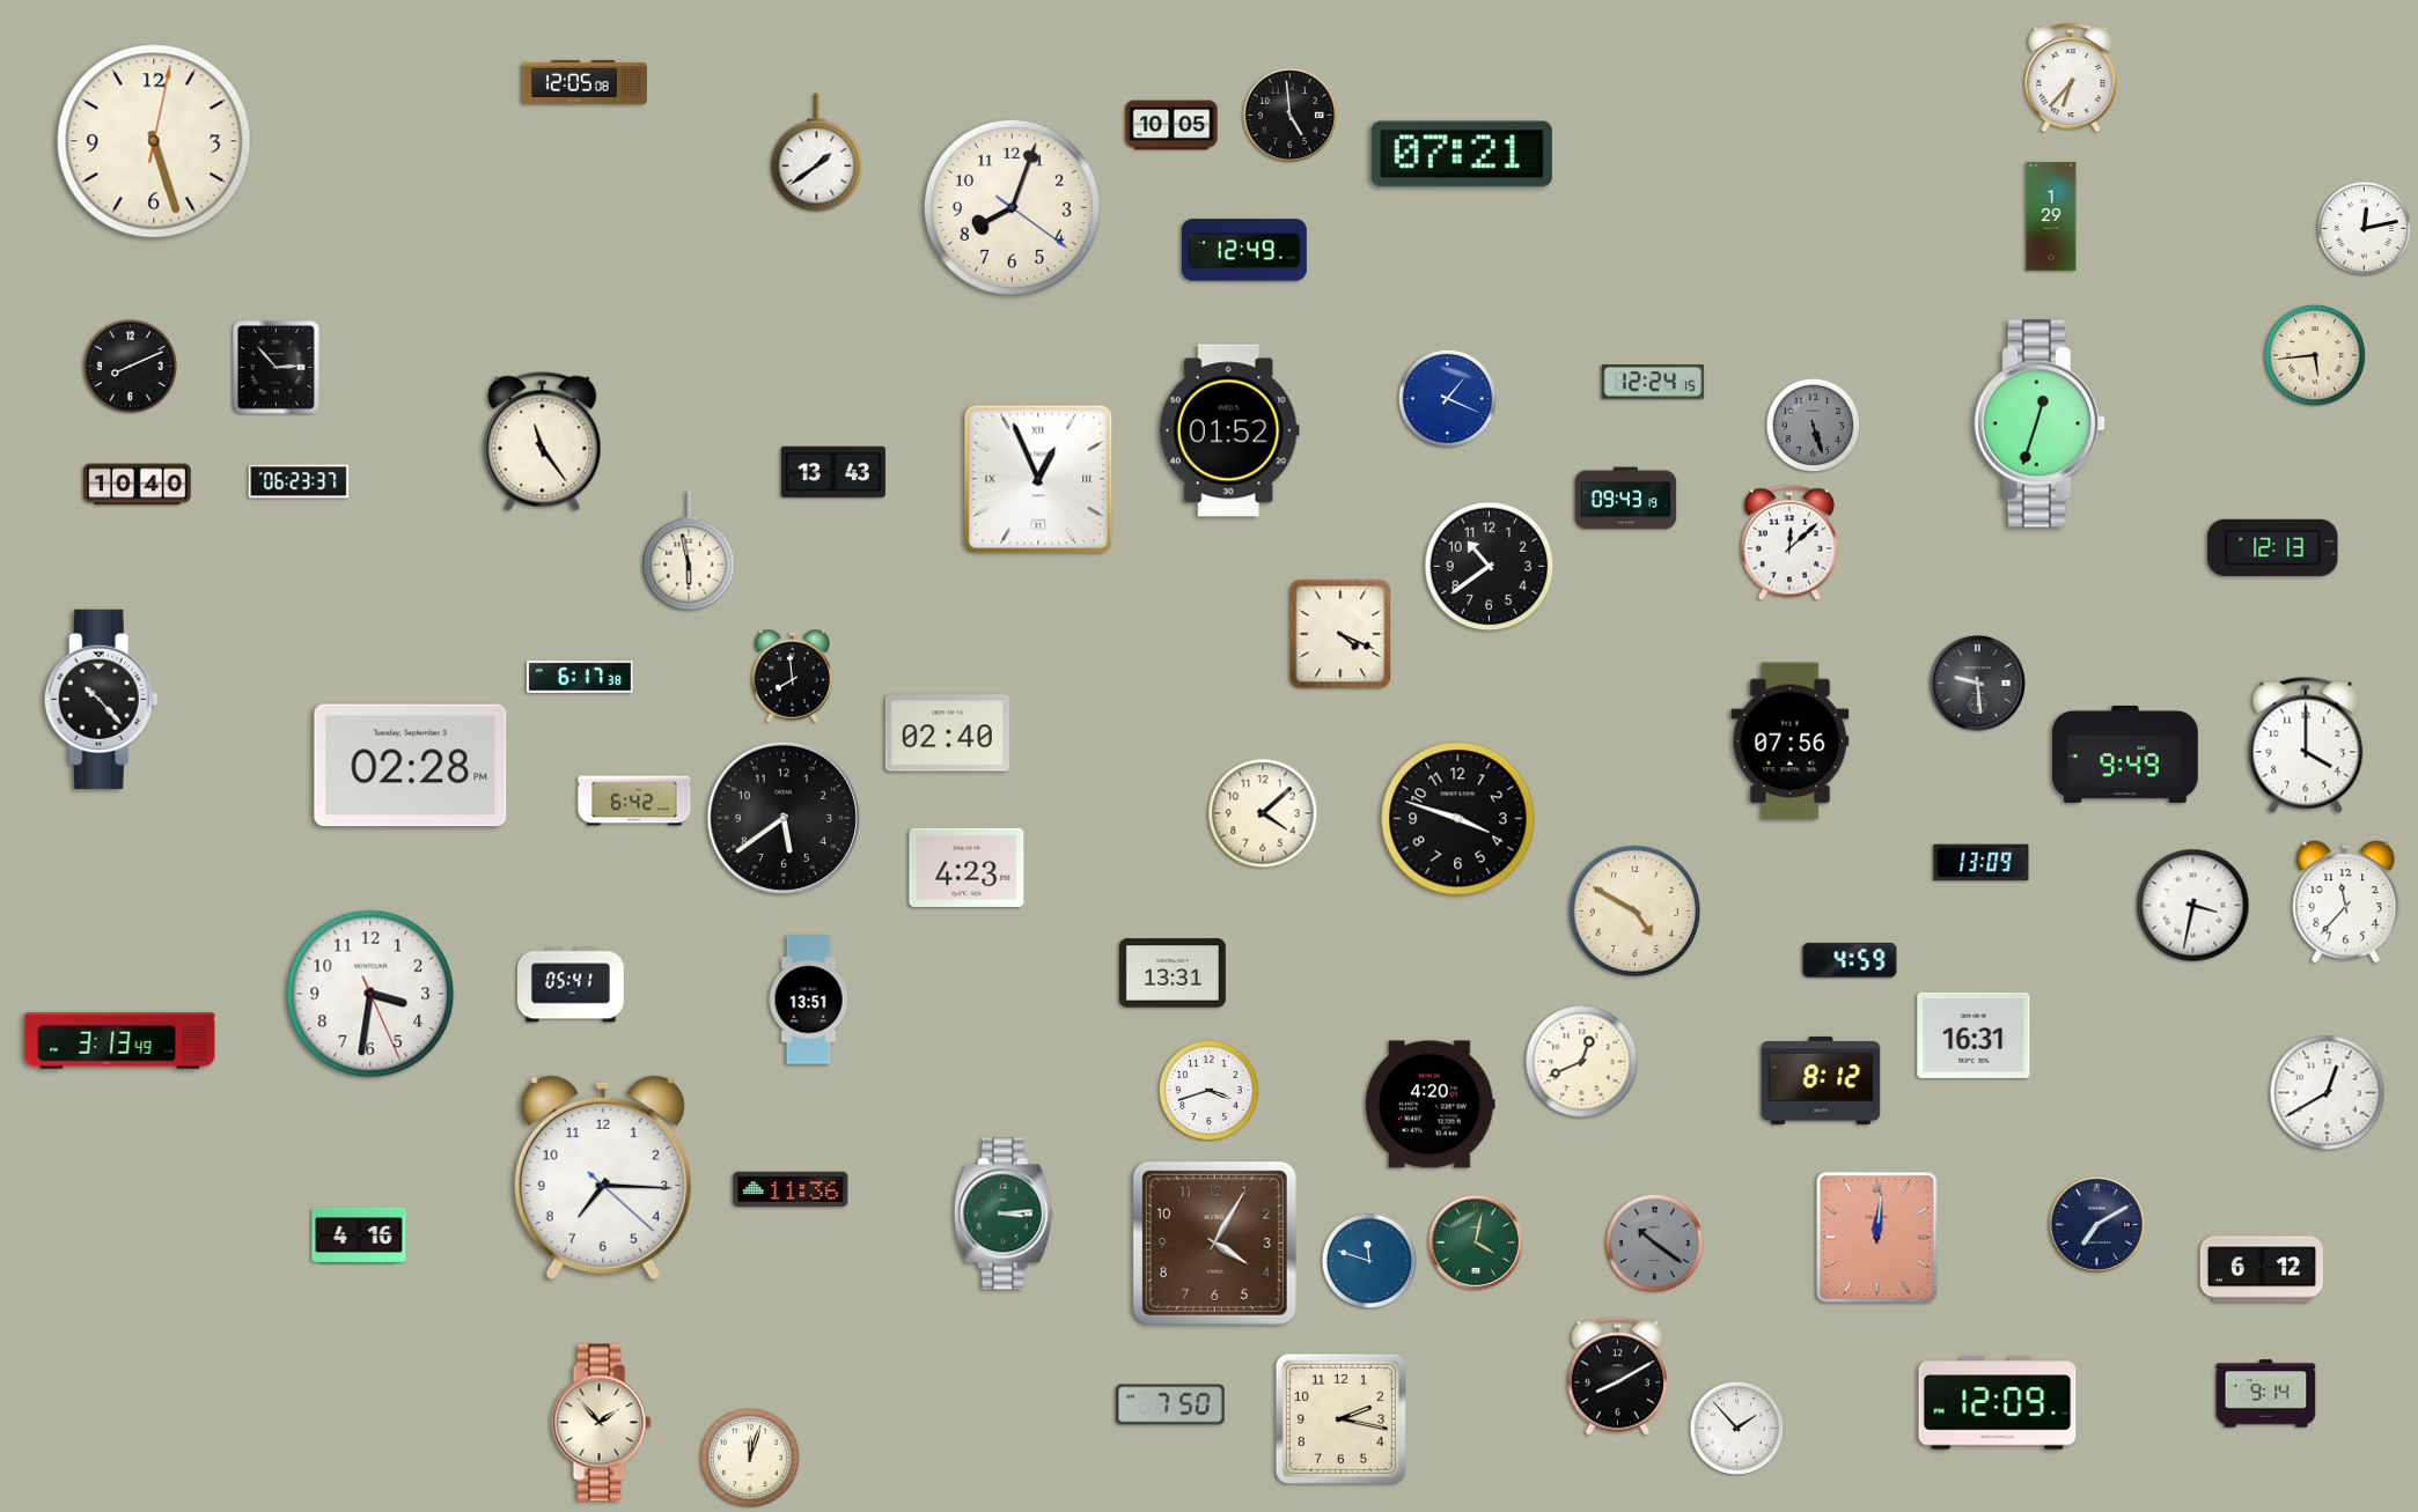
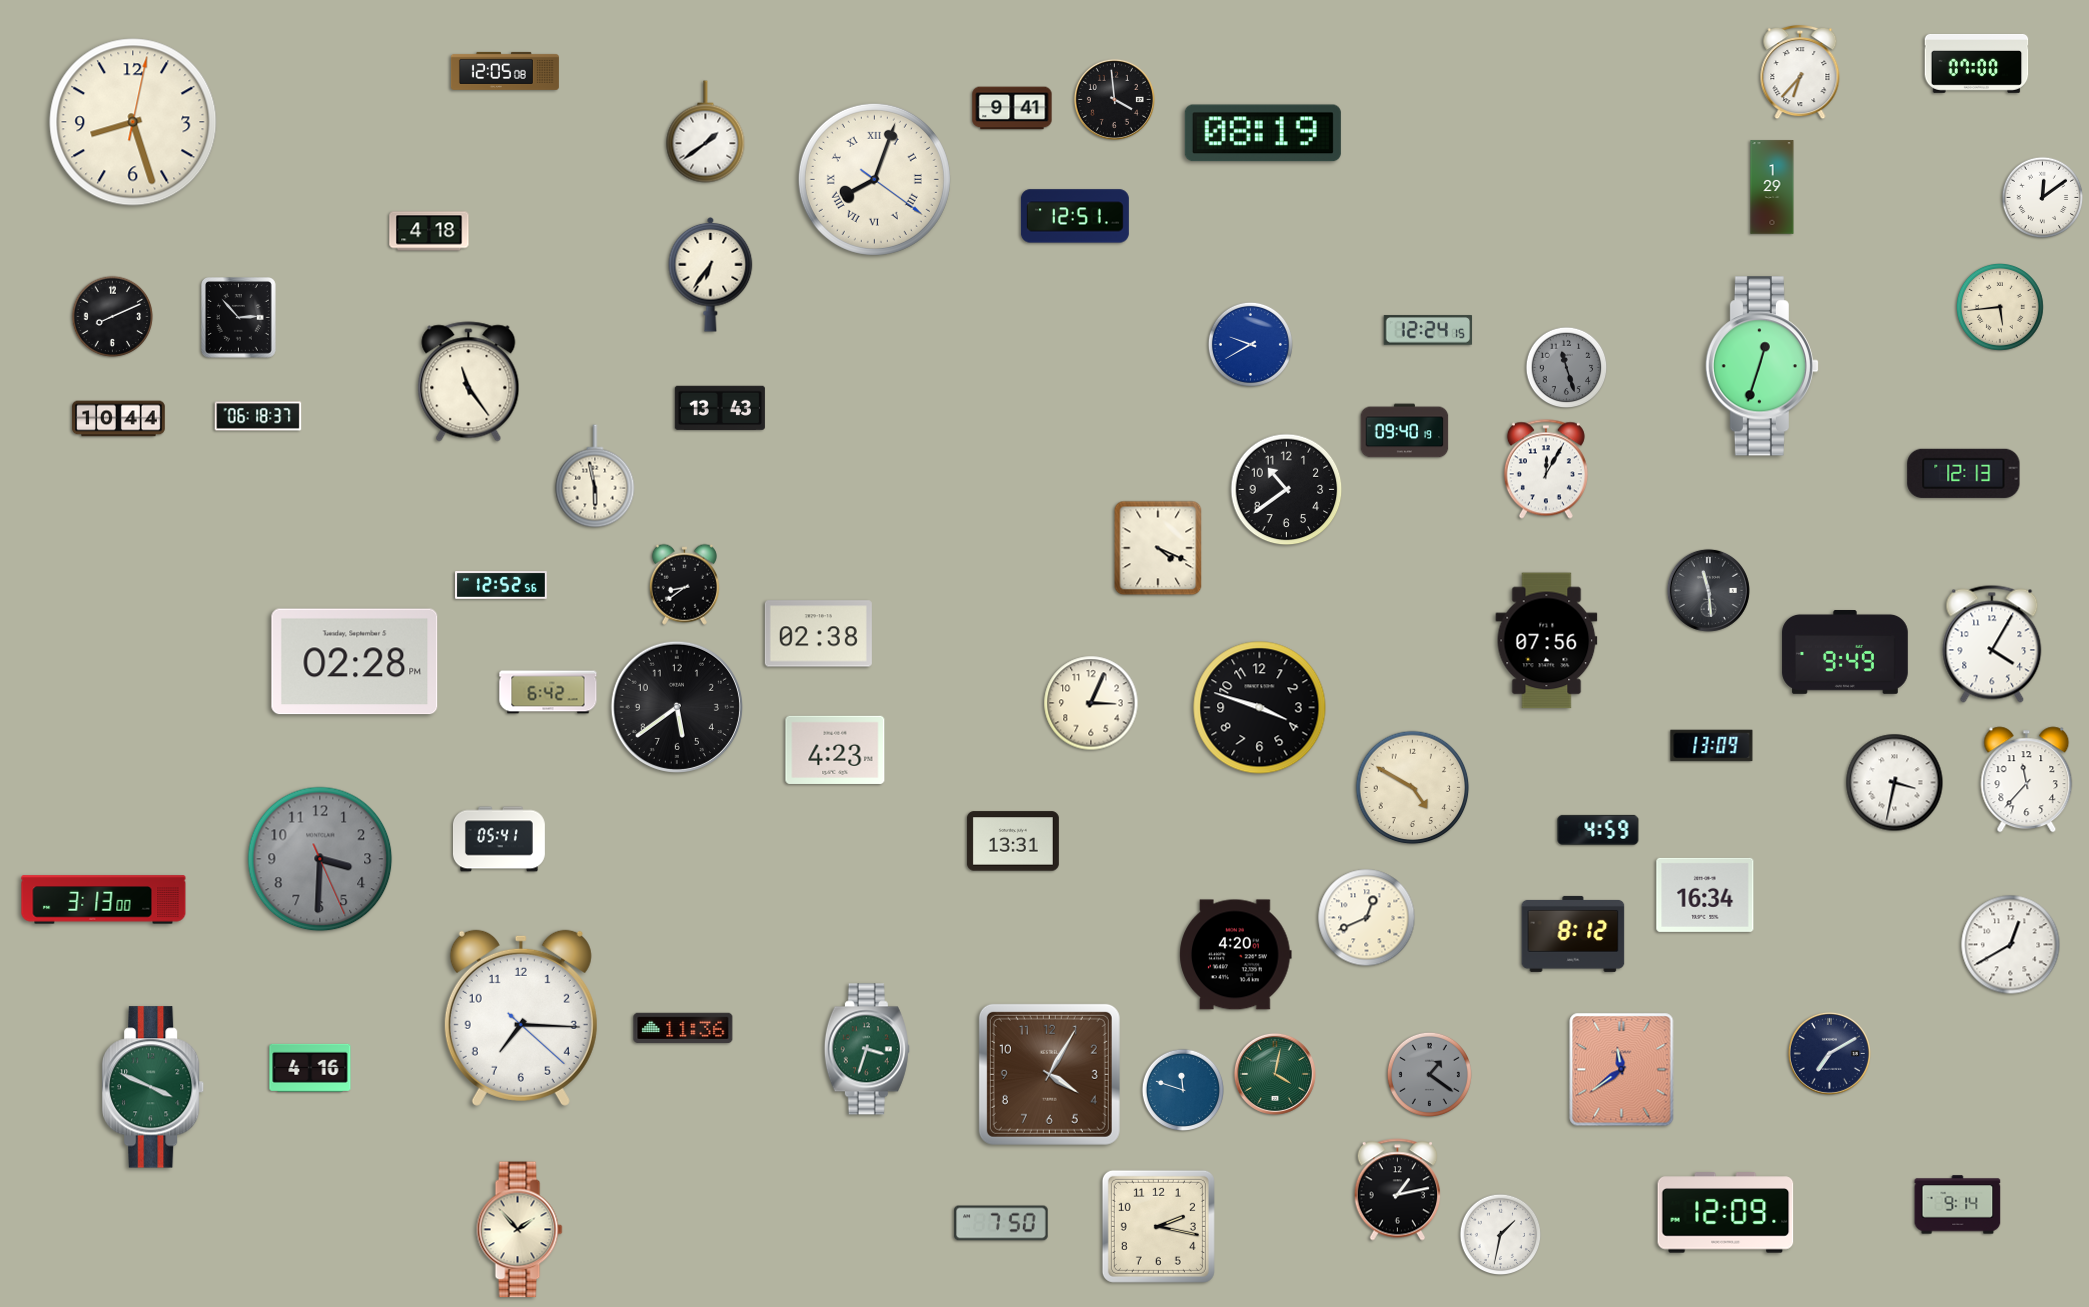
clock at (1977, 63): none -> 07:00
clock at (2071, 78) position: (2071, 78) -> (1800, 72)
clock at (1289, 115): 4:59 -> 3:59
clock at (1171, 125): 10:05 -> 9:41
clock at (154, 141): 5:27 -> 8:27
clock at (1462, 154): 07:21 -> 08:19
clock at (1012, 207) numerals: Arabic -> Roman
clock at (2365, 229): 12:13 -> 12:09
clock at (1244, 250): 12:49 -> 12:51
clock at (429, 231): none -> 4:18
clock at (711, 274): none -> 6:36
clock at (1447, 398): 1:19 -> 9:40
clock at (1814, 426): 5:27 -> 11:27
clock at (1229, 430): 01:52 -> none
clock at (1038, 479): 12:56 -> none
clock at (299, 481): 06:23 -> 06:18
clock at (138, 485): 10:40 -> 10:44
clock at (1626, 499): 09:43 -> 09:40
clock at (1789, 543): 12:08 -> 12:05
clock at (792, 676): 7:59 -> 8:39
clock at (581, 678): 6:17 -> 12:52
clock at (1977, 683): 9:29 -> 11:29
clock at (101, 699): 10:23 -> none
clock at (947, 733): 02:40 -> 02:38
clock at (2306, 745): 4:00 -> 4:05
clock at (2125, 755) position: (2125, 755) -> (1845, 653)
clock at (1263, 813): 4:08 -> 3:04
clock at (571, 984) position: (571, 984) -> (499, 839)
clock at (370, 994): 3:31 -> 3:30
clock at (370, 994) dial: white -> grey
clock at (809, 1000): 13:51 -> none
clock at (1974, 1035): 16:31 -> 16:34
clock at (120, 1041): 3:13:49 -> 3:13:00
clock at (1208, 1090): 3:42 -> none
clock at (1004, 1214): 3:14 -> 3:33
clock at (2096, 1224) position: (2096, 1224) -> (1829, 1053)
clock at (1877, 1238): 12:01 -> 11:39
clock at (1654, 1242): 10:21 -> 1:21
clock at (154, 1087): none -> 3:49
clock at (2262, 1269): 6:12 -> none
clock at (1618, 1377): 8:10 -> 1:13
clock at (1170, 1404) position: (1170, 1404) -> (1001, 1223)
clock at (1737, 1429): 1:53 -> 1:32
clock at (750, 1458): 12:03 -> none
